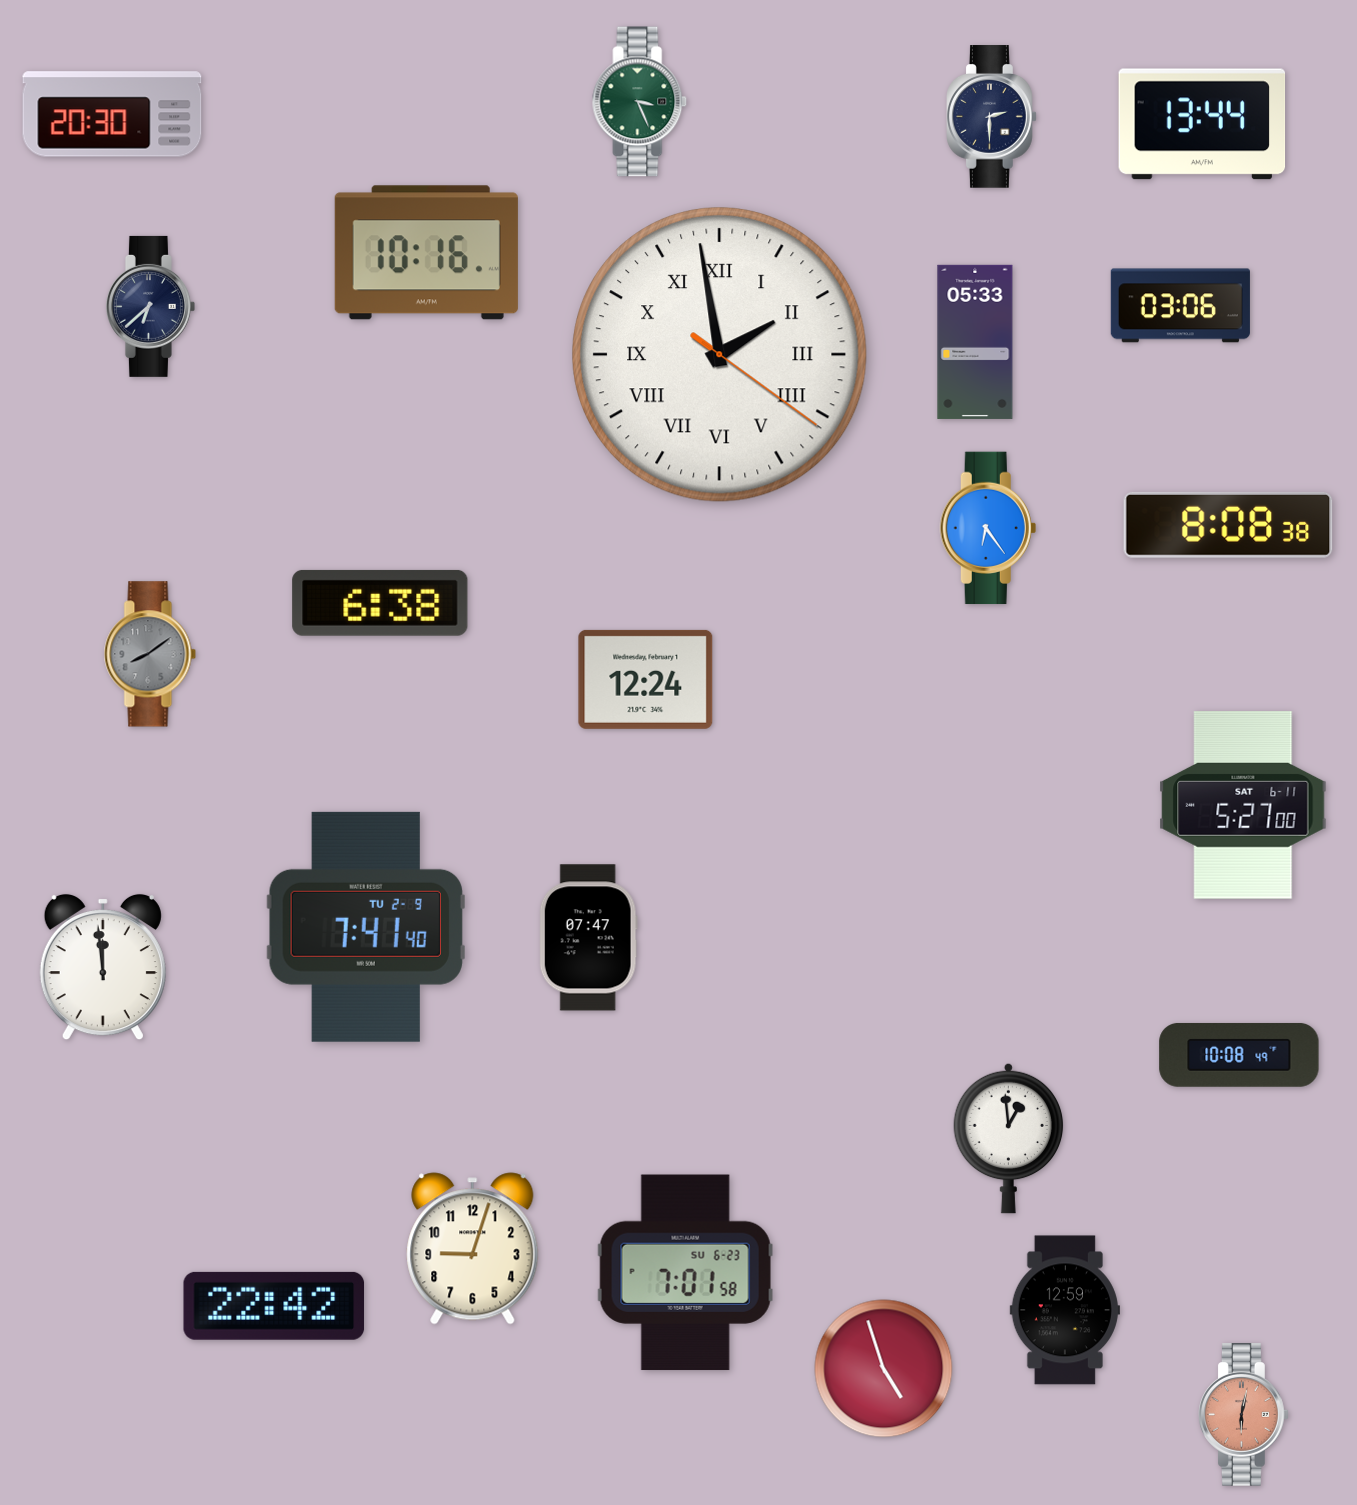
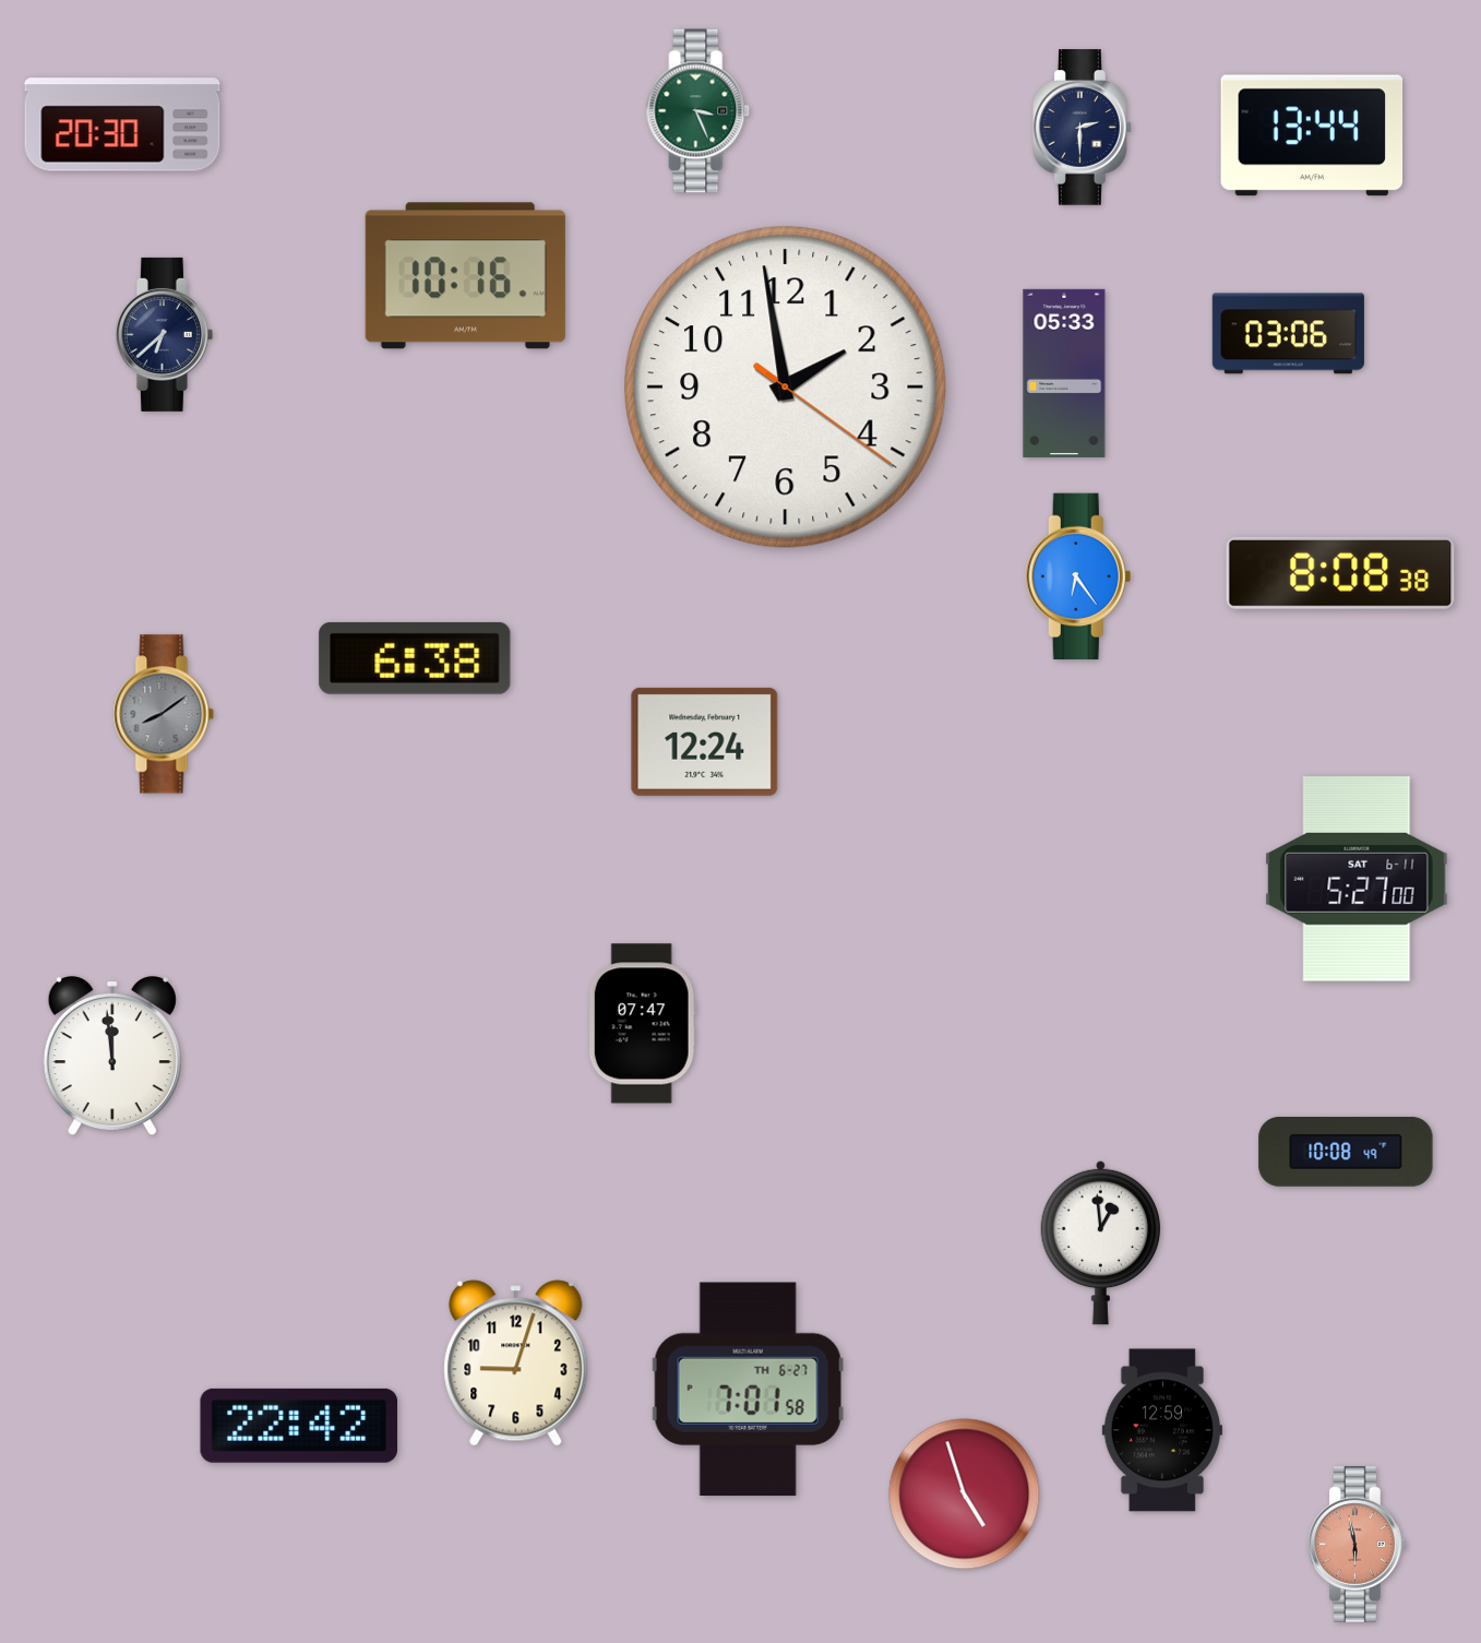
clock at (720, 355) numerals: Roman -> Arabic
clock at (366, 927): 7:41 -> none
clock at (1239, 1055) position: (1239, 1055) -> (1346, 1152)
clock at (685, 1273) date: SU 6-23 -> TH 6-27
clock at (1244, 1415): 6:02 -> 5:58
